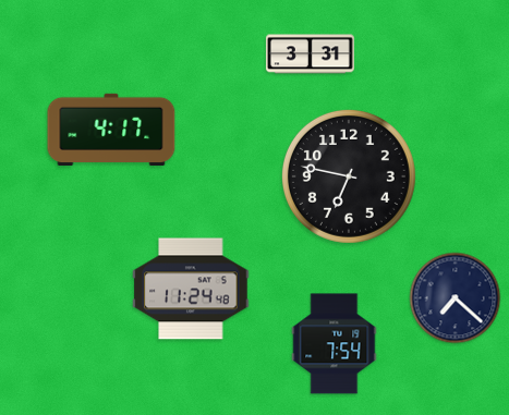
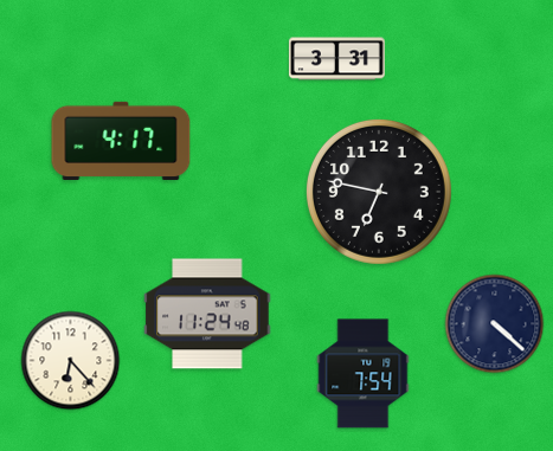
clock at (456, 298): 7:22 -> 4:22
clock at (71, 361): none -> 6:23
